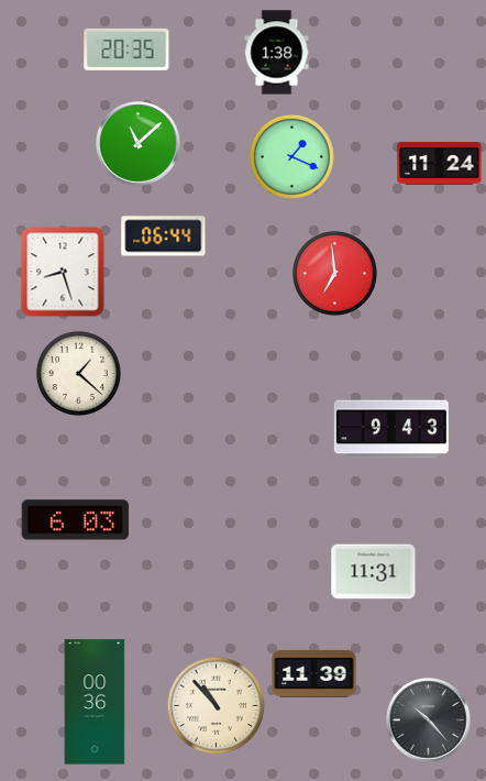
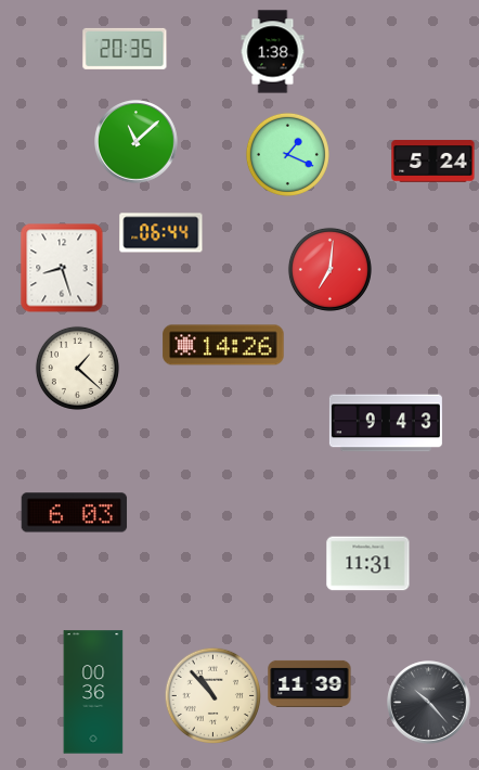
clock at (440, 164): 11:24 -> 5:24
clock at (334, 273): 6:59 -> 7:01
clock at (223, 345): none -> 14:26
clock at (314, 673) position: (314, 673) -> (310, 683)
clock at (429, 721) position: (429, 721) -> (429, 703)
